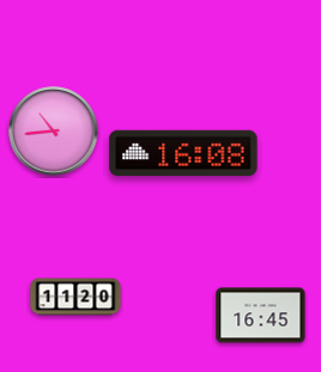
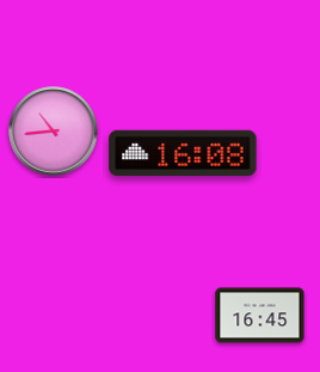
clock at (75, 297): 11:20 -> none
